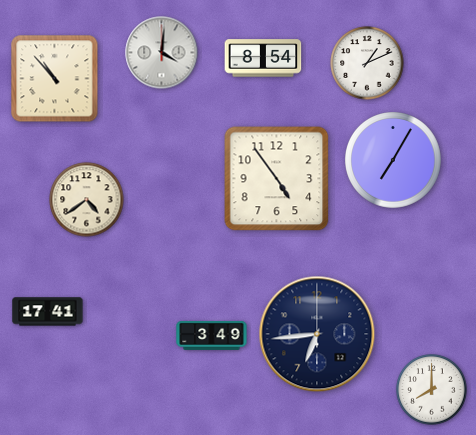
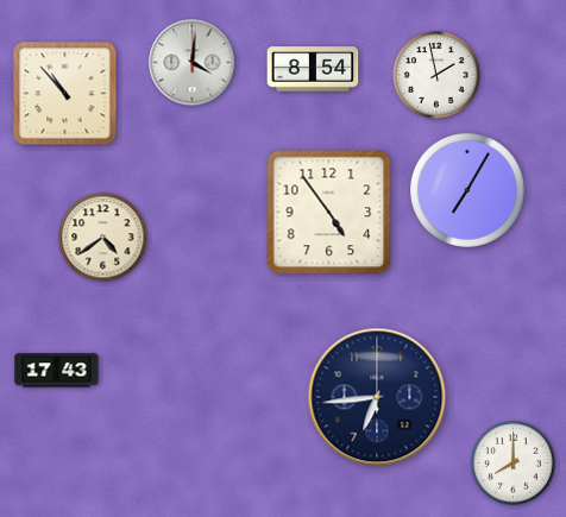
clock at (367, 63): 1:11 -> 1:58
clock at (48, 312): 17:41 -> 17:43
clock at (212, 335): 3:49 -> none
